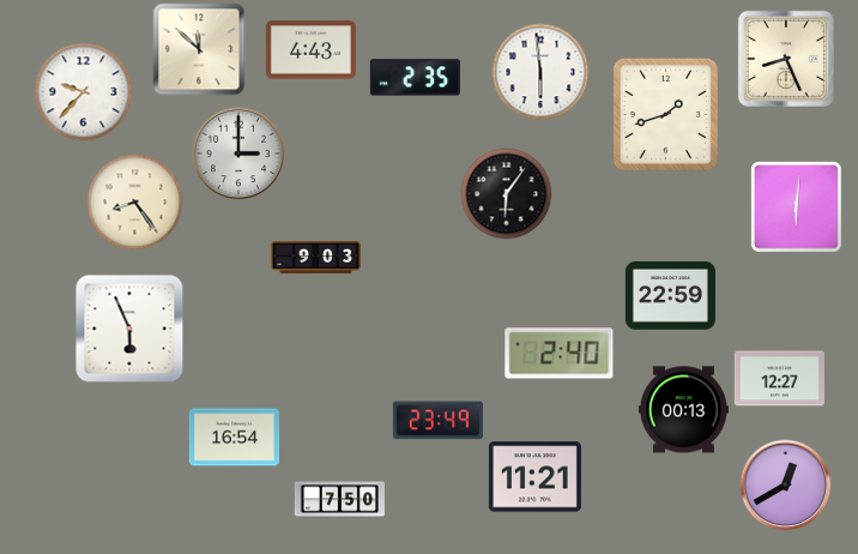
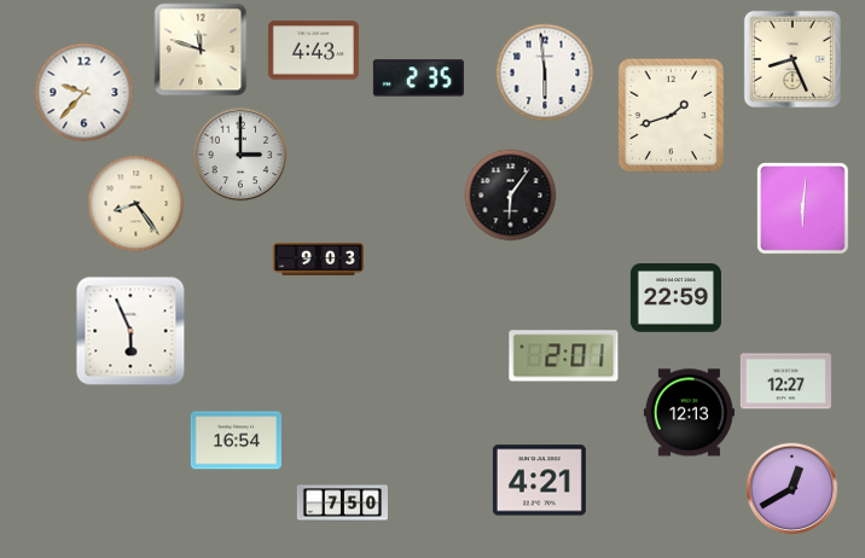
clock at (199, 49): 11:52 -> 11:48
clock at (560, 354): 2:40 -> 2:01
clock at (683, 410): 00:13 -> 12:13
clock at (437, 421): 23:49 -> none
clock at (534, 477): 11:21 -> 4:21
